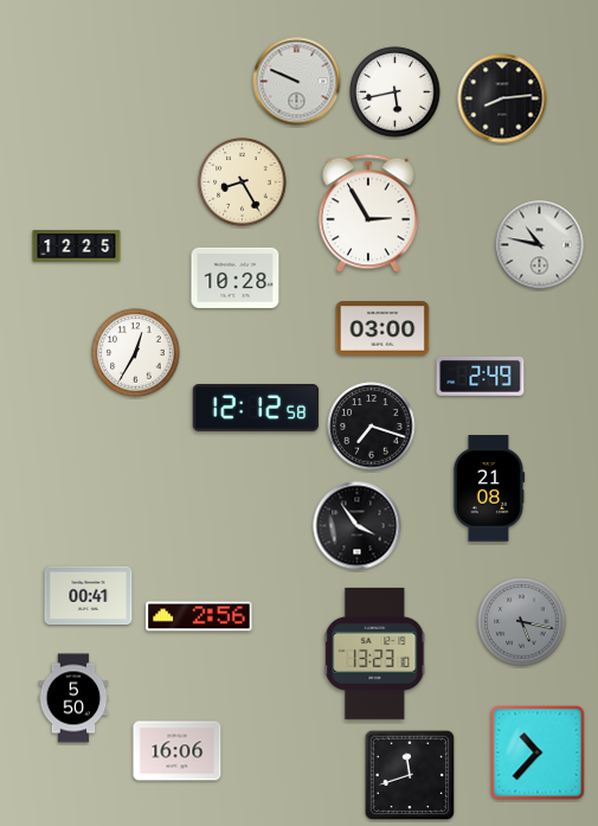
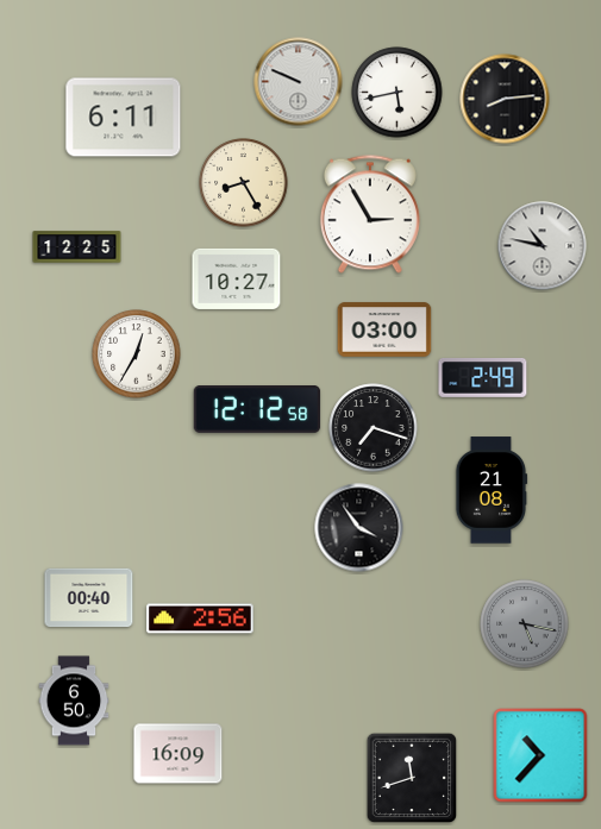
clock at (124, 118): none -> 6:11
clock at (236, 277): 10:28 -> 10:27
clock at (89, 596): 00:41 -> 00:40
clock at (375, 653): 13:23 -> none
clock at (73, 698): 5:50 -> 6:50
clock at (178, 751): 16:06 -> 16:09
